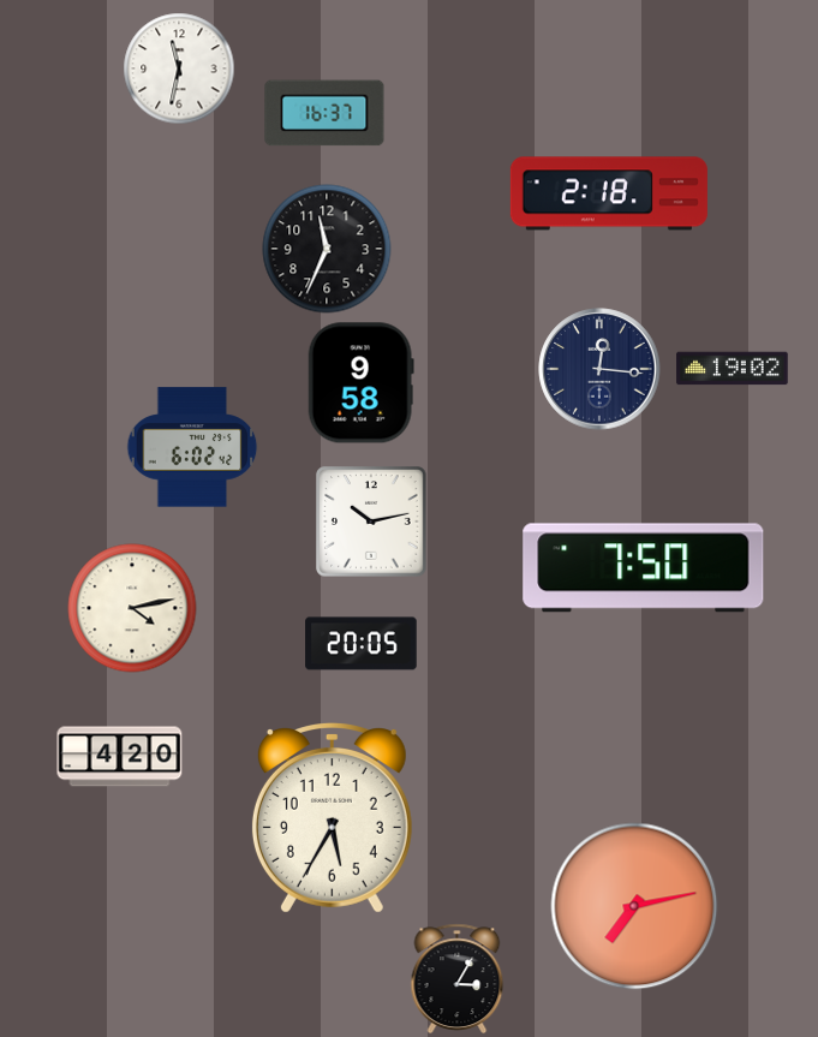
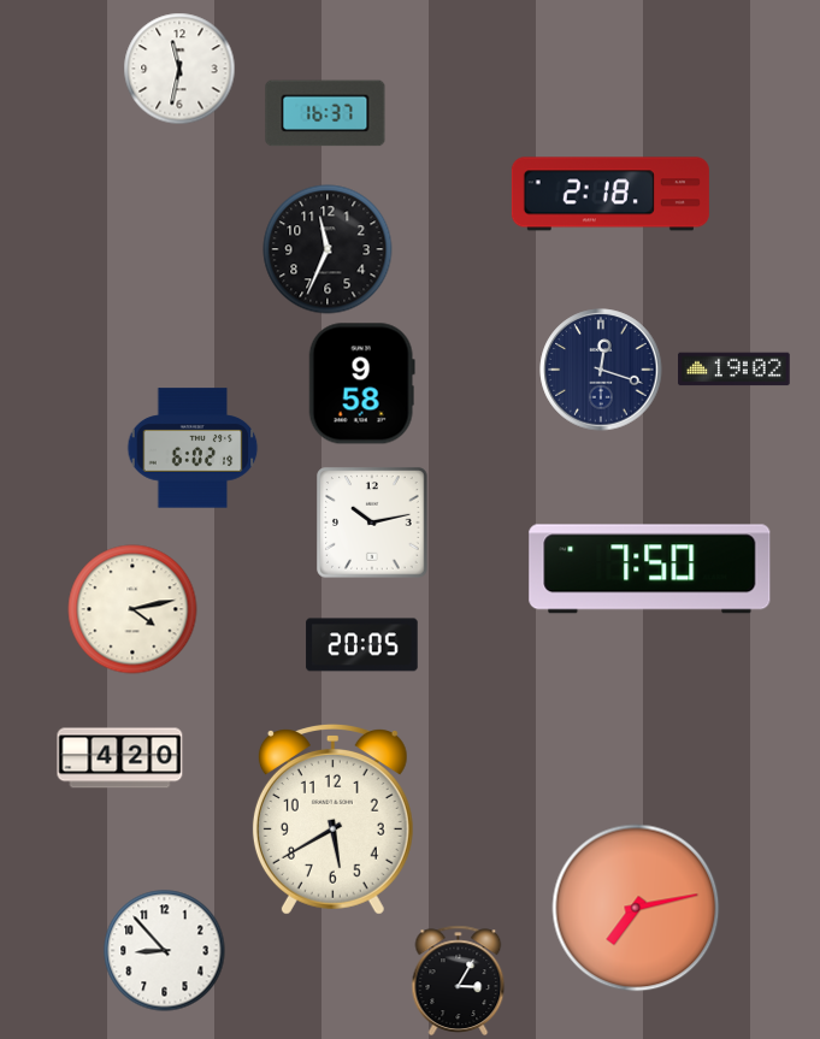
clock at (599, 369): 12:16 -> 12:18
clock at (192, 447): 6:02:42 -> 6:02:19
clock at (644, 568) position: (644, 568) -> (650, 569)
clock at (332, 818): 5:35 -> 5:40
clock at (165, 951): none -> 8:53
